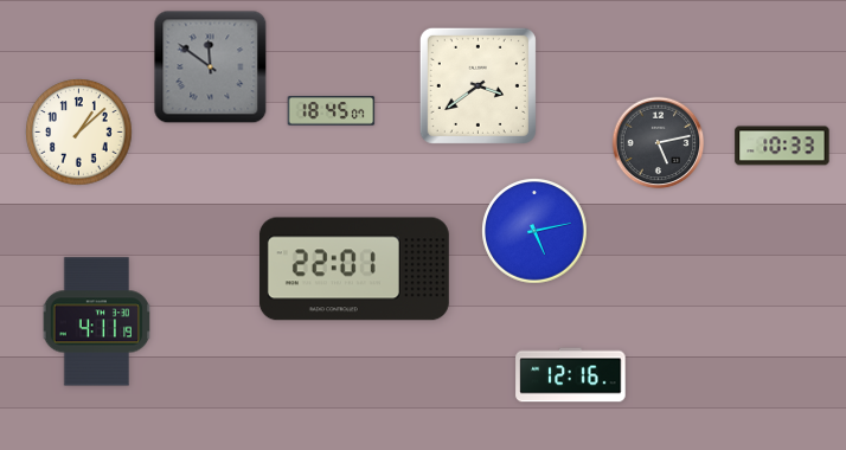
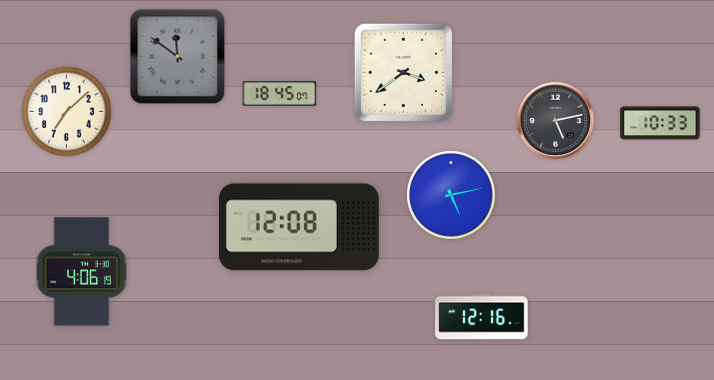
clock at (79, 133): 1:08 -> 7:08
clock at (354, 269): 22:01 -> 12:08
clock at (97, 322): 4:11 -> 4:06
